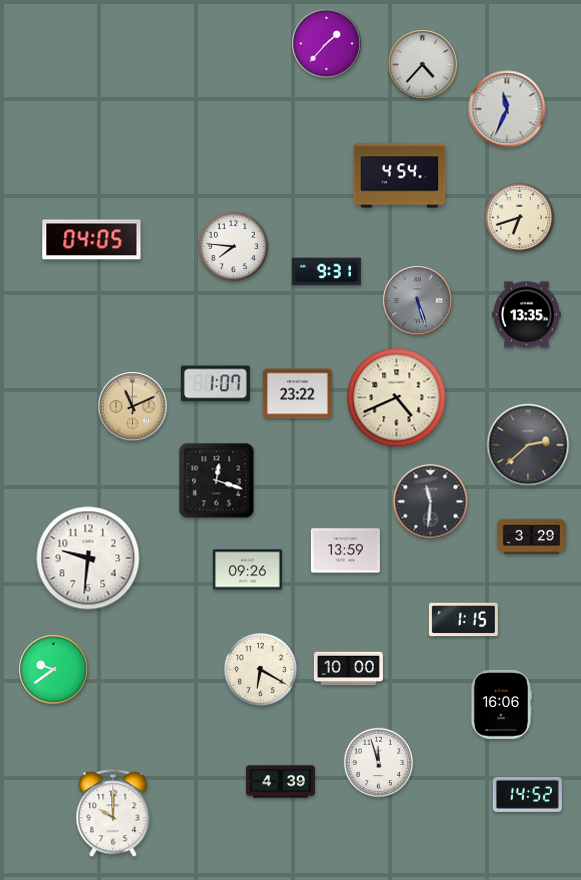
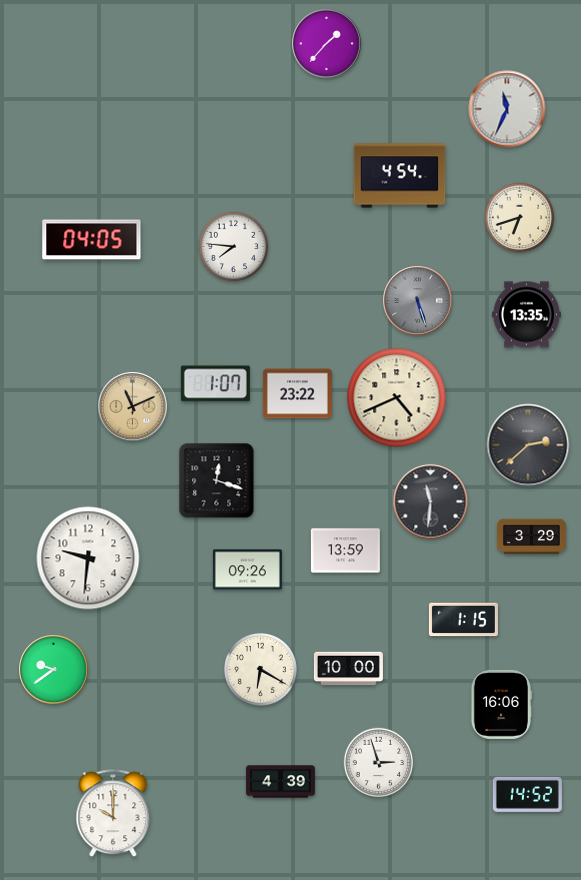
clock at (423, 65): 4:37 -> none
clock at (326, 272): 9:31 -> none
clock at (379, 763): 11:57 -> 2:57
